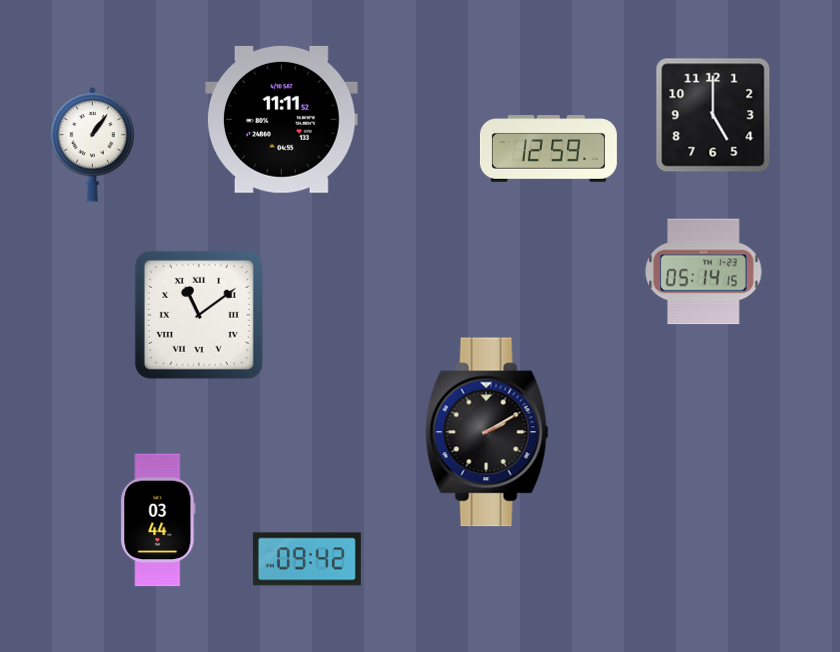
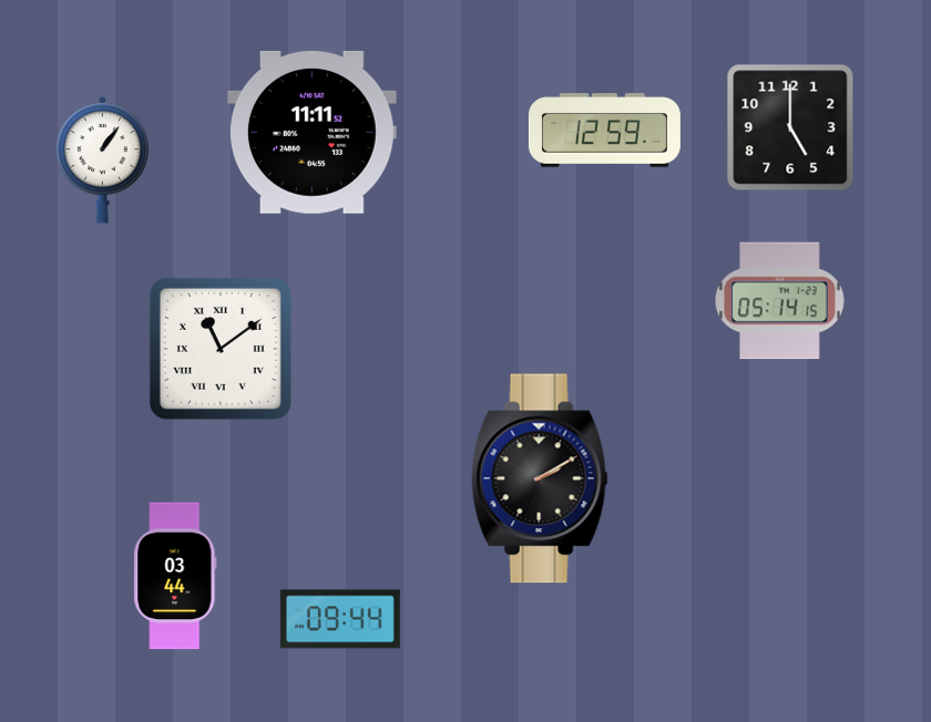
clock at (548, 149) position: (548, 149) -> (604, 131)
clock at (307, 559): 09:42 -> 09:44
